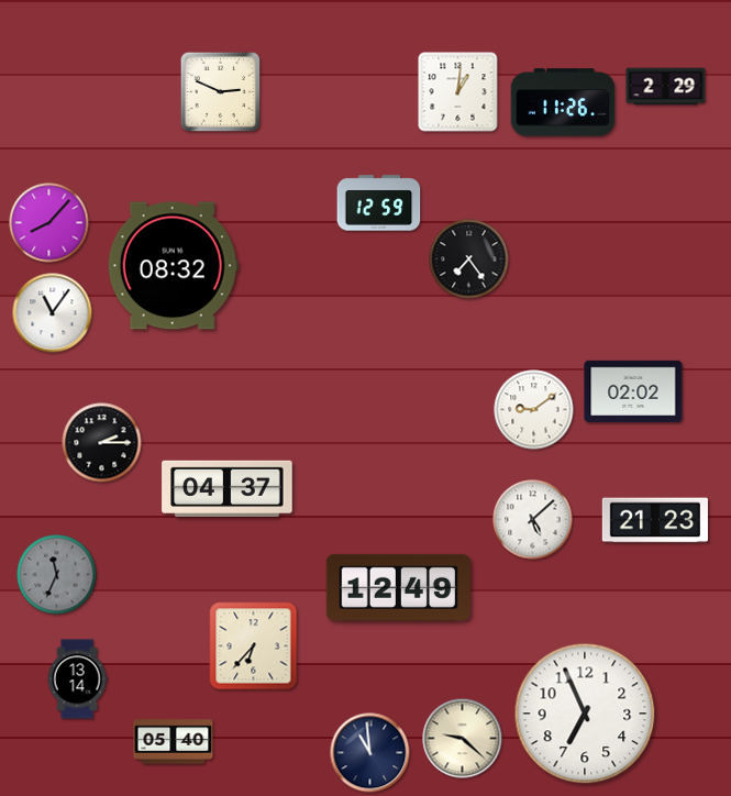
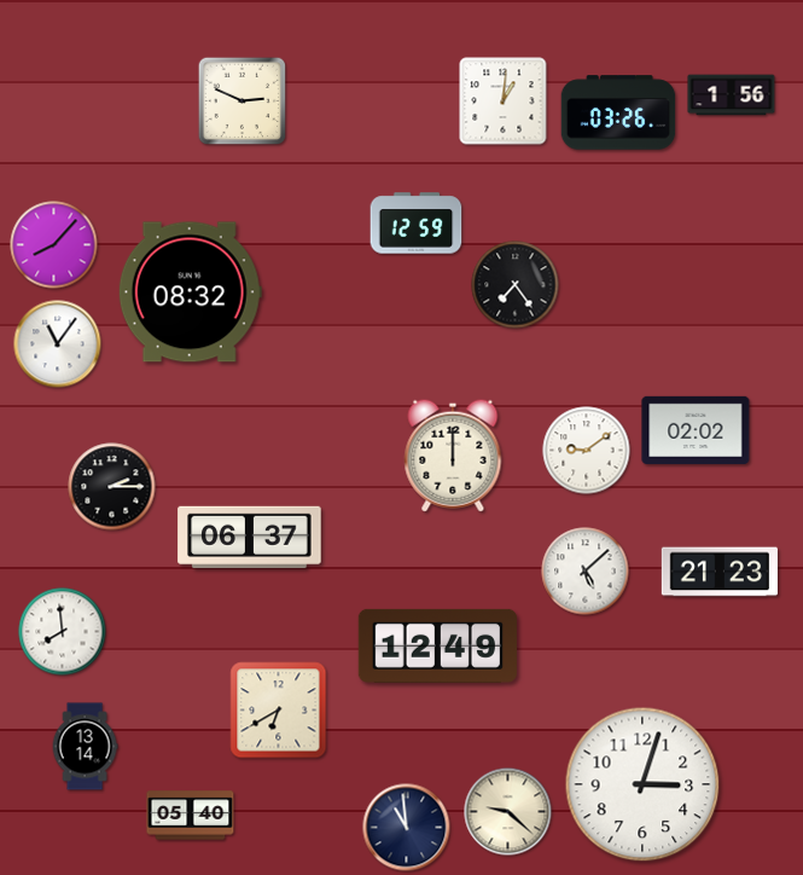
clock at (666, 87): 2:29 -> 1:56
clock at (563, 102): 11:26 -> 03:26
clock at (453, 456): none -> 12:00
clock at (228, 489): 04:37 -> 06:37
clock at (57, 575): 11:34 -> 7:59
clock at (57, 575) dial: grey -> white
clock at (254, 646): 6:37 -> 6:40
clock at (585, 714): 6:56 -> 3:03
